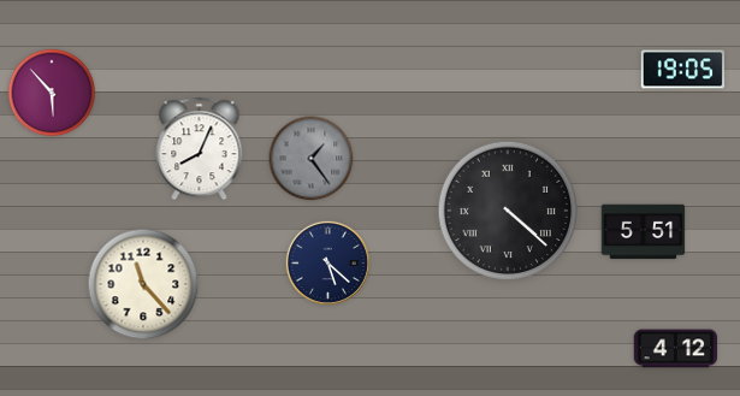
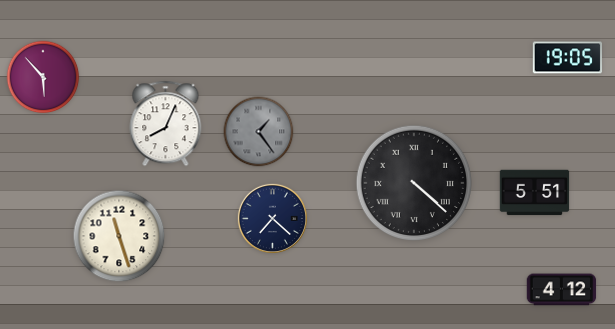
clock at (508, 211) position: (508, 211) -> (414, 183)
clock at (327, 262): 5:22 -> 7:22
clock at (143, 284): 11:23 -> 11:27
